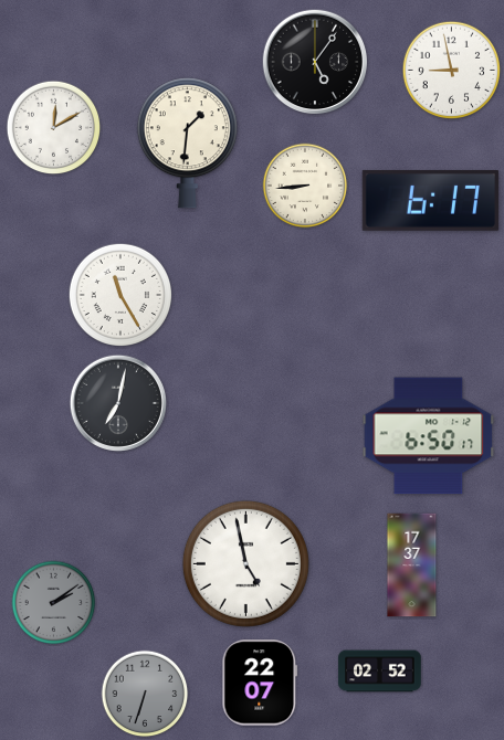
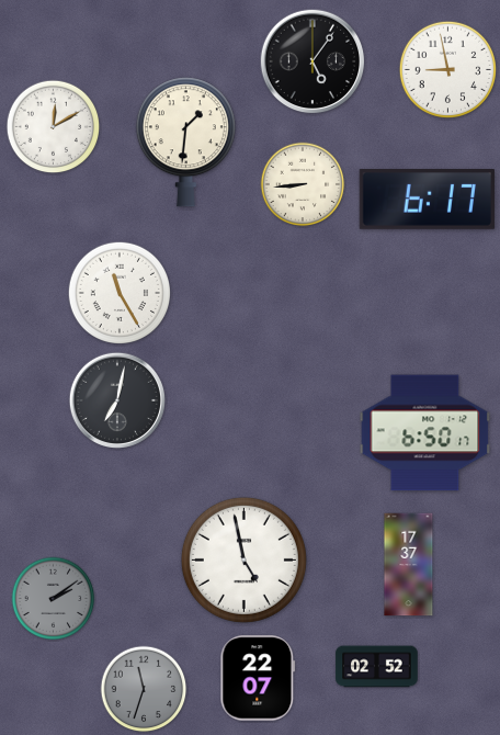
clock at (412, 565) position: (412, 565) -> (409, 565)
clock at (145, 694): 6:33 -> 11:33
